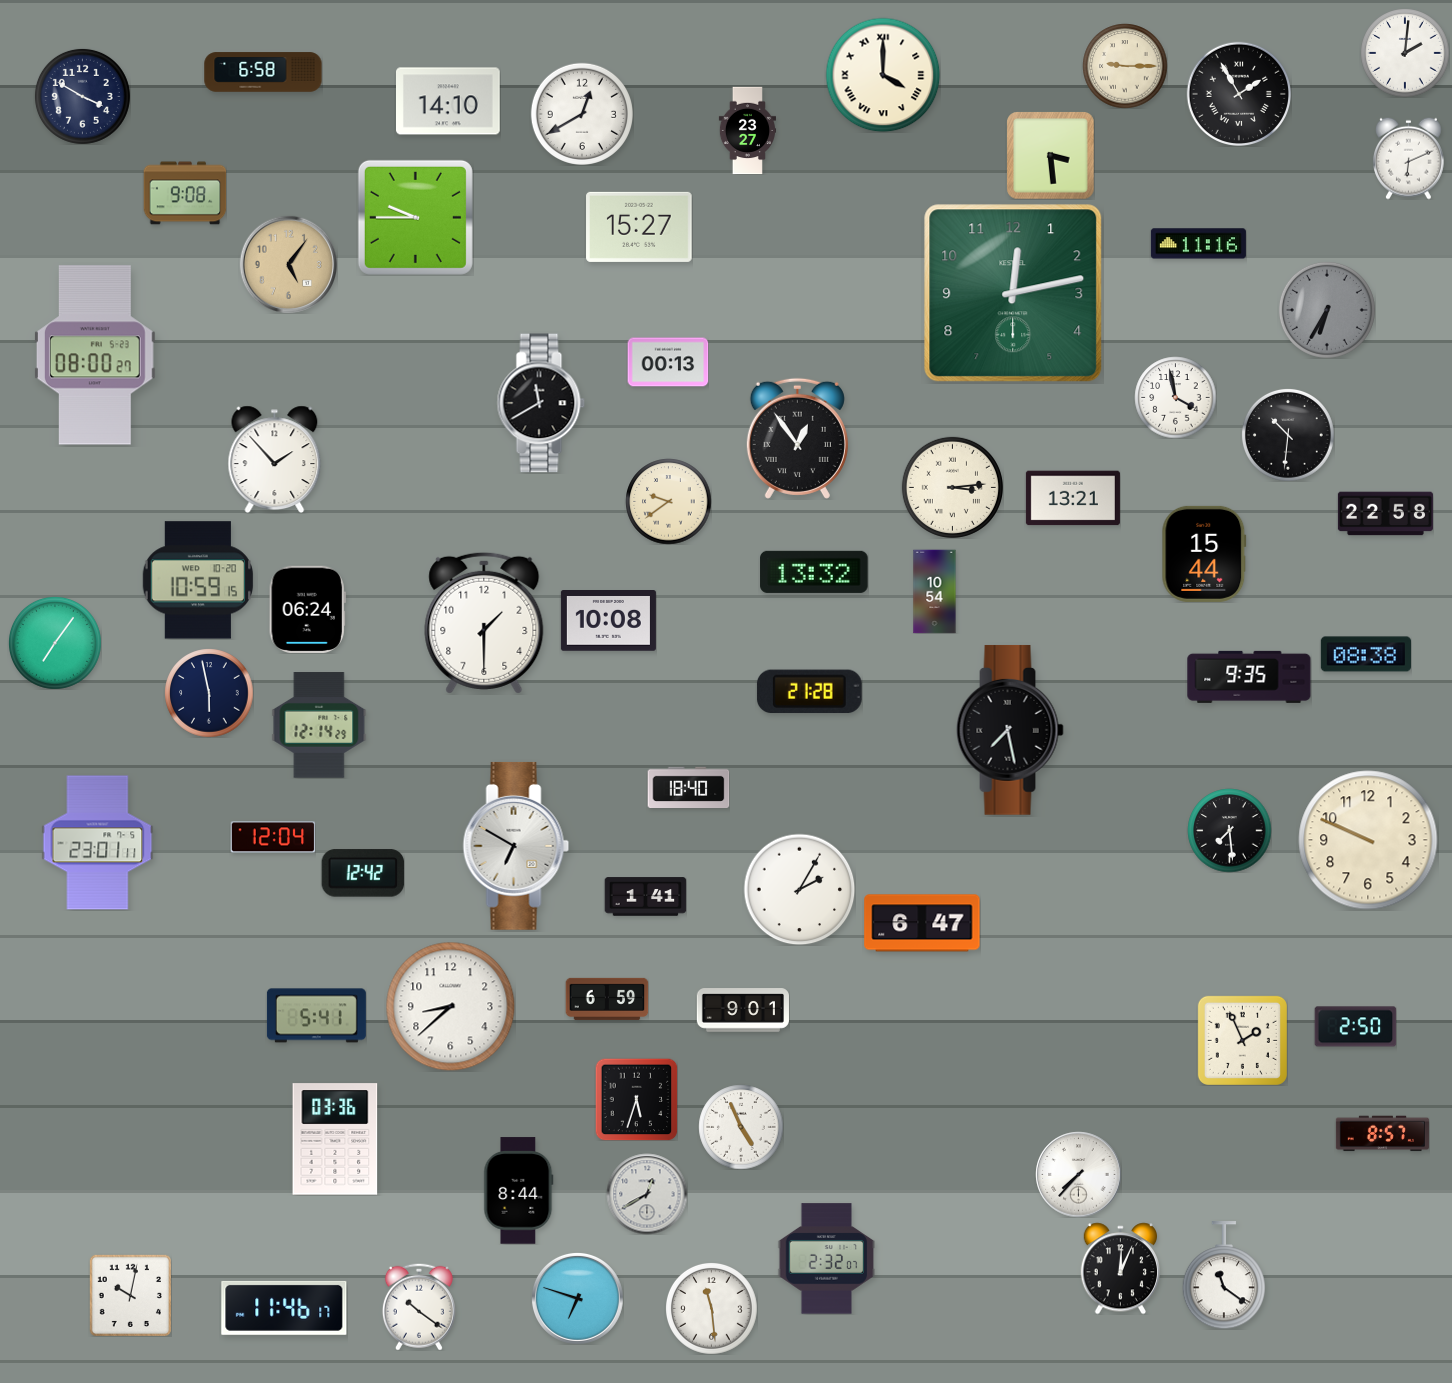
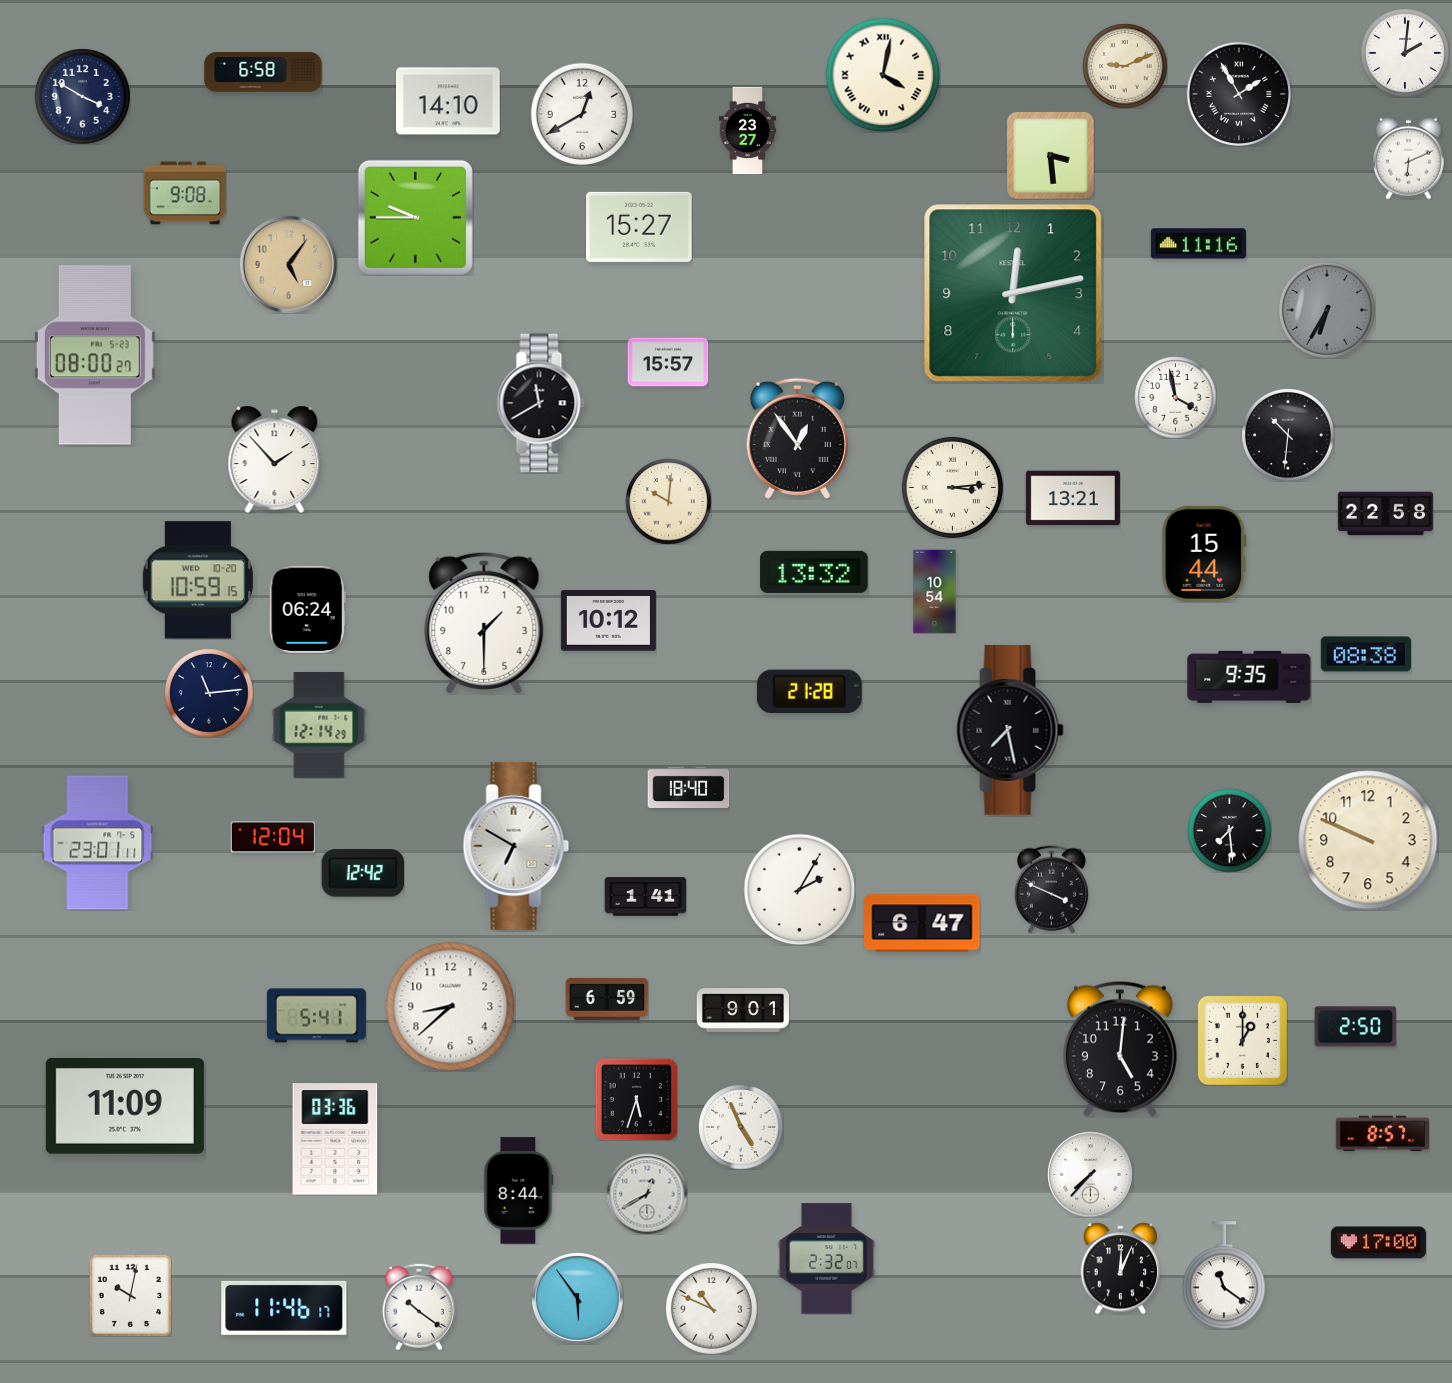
clock at (1125, 66): 9:15 -> 9:11
clock at (883, 75): 4:00 -> 4:02
clock at (668, 362): 00:13 -> 15:57
clock at (668, 501): 9:39 -> 10:01
clock at (608, 621): 10:08 -> 10:12
clock at (55, 643): 7:06 -> none
clock at (209, 693): 5:58 -> 11:14
clock at (1051, 889): none -> 3:49
clock at (1242, 1040): 1:56 -> 1:00
clock at (1120, 1049): none -> 5:01
clock at (125, 1107): none -> 11:09
clock at (1078, 1174) position: (1078, 1174) -> (1090, 1174)
clock at (1378, 1243): none -> 17:00
clock at (577, 1298): 6:48 -> 5:54
clock at (712, 1309): 11:29 -> 10:49
